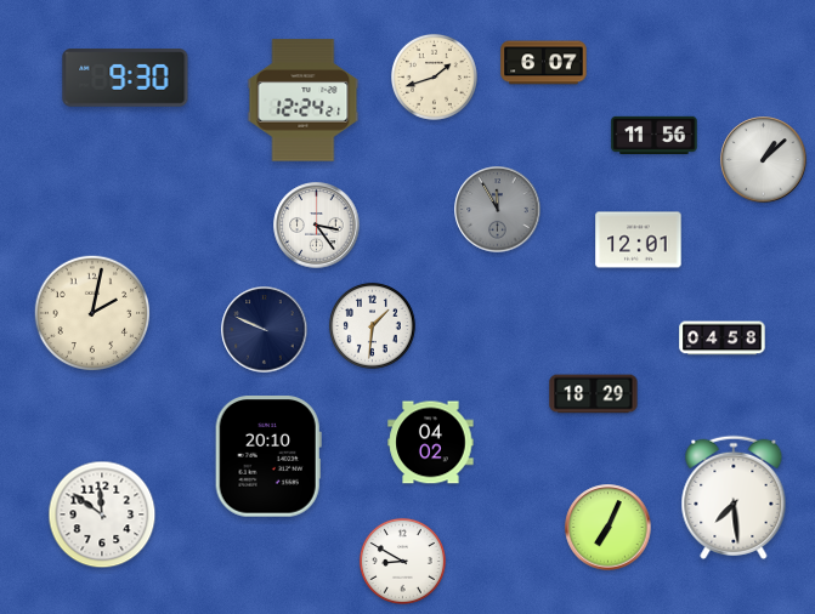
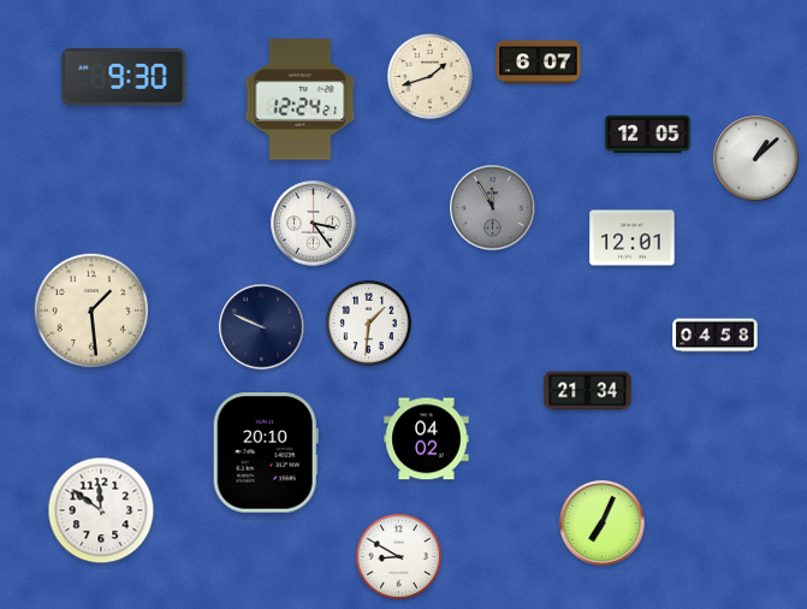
clock at (655, 135): 11:56 -> 12:05
clock at (92, 313): 2:02 -> 1:29
clock at (594, 394): 18:29 -> 21:34
clock at (734, 498): 7:29 -> none
